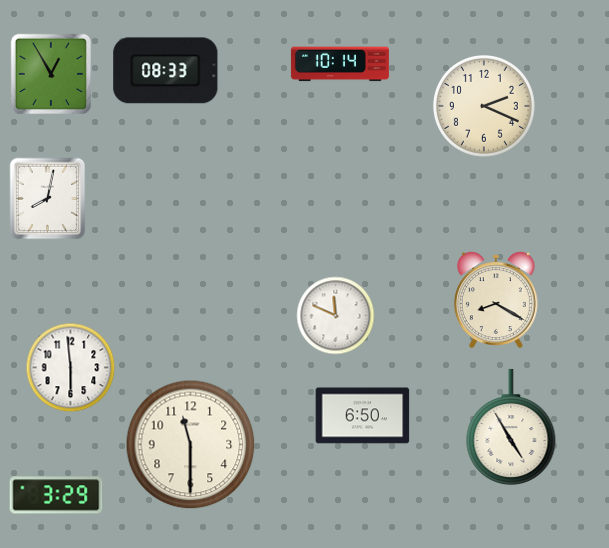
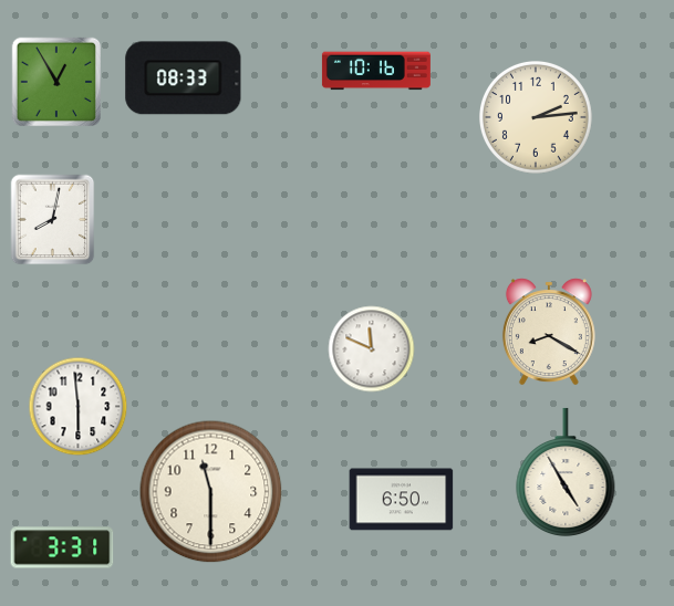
clock at (340, 64): 10:14 -> 10:16
clock at (484, 106): 2:19 -> 2:14
clock at (363, 416) position: (363, 416) -> (402, 500)
clock at (56, 495): 3:29 -> 3:31
